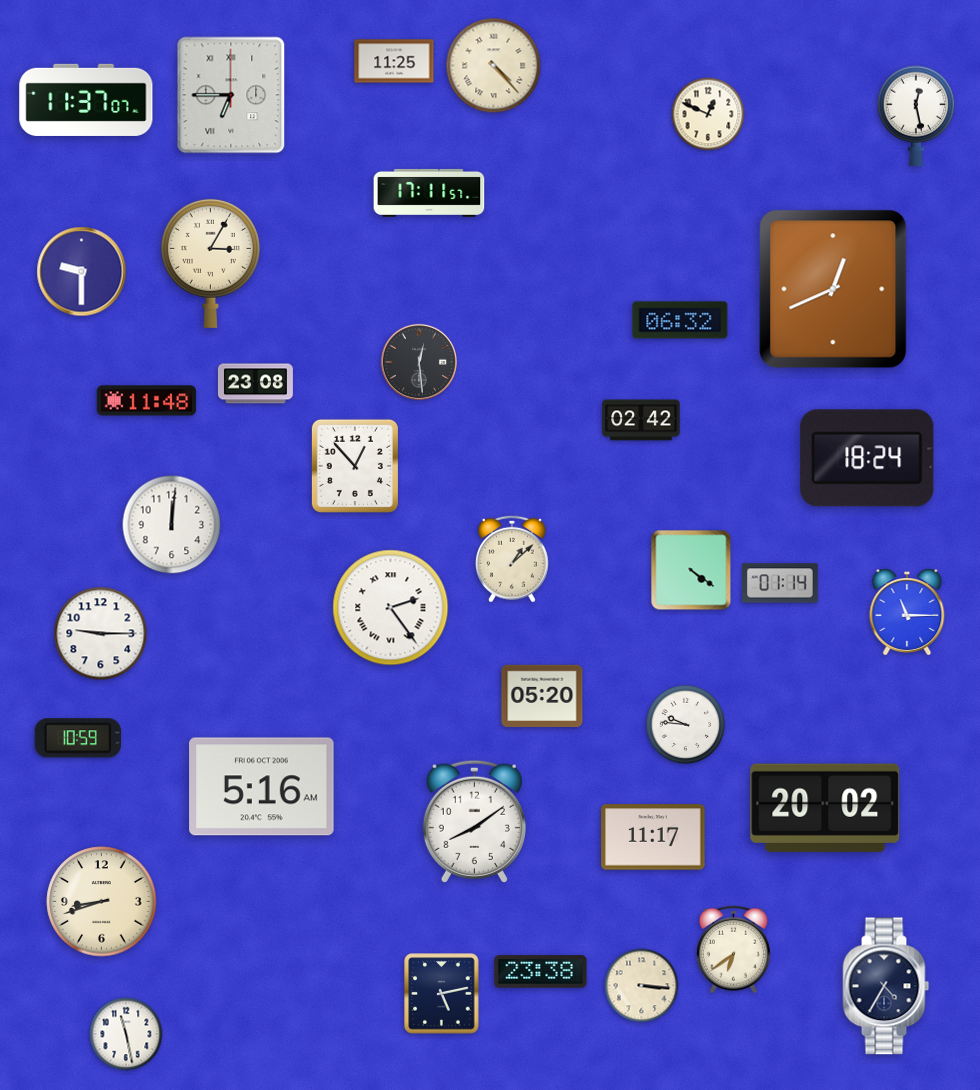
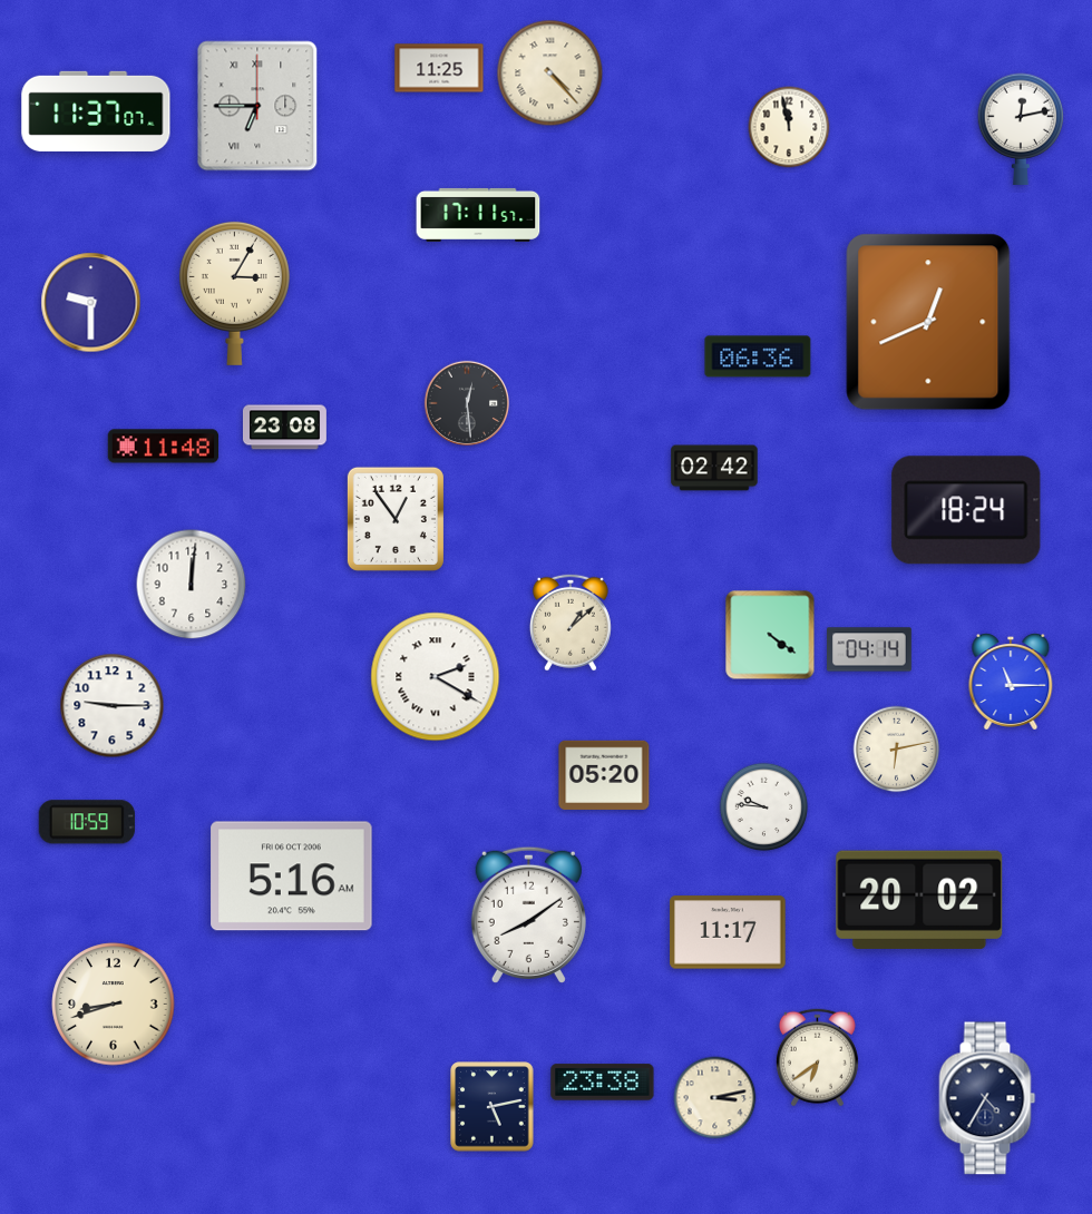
clock at (708, 114): 12:49 -> 11:58
clock at (916, 116): 12:28 -> 12:13
clock at (680, 320): 06:32 -> 06:36
clock at (355, 466): 12:53 -> 12:54
clock at (780, 583): 01:14 -> 04:14
clock at (391, 608): 2:24 -> 2:20
clock at (897, 750): none -> 6:13
clock at (642, 986): 3:16 -> 3:13
clock at (126, 1034): 11:28 -> none
